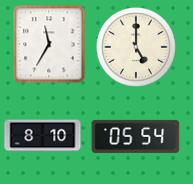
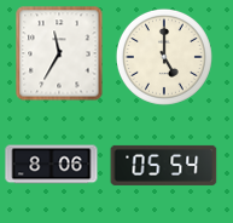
clock at (43, 136): 8:10 -> 8:06
